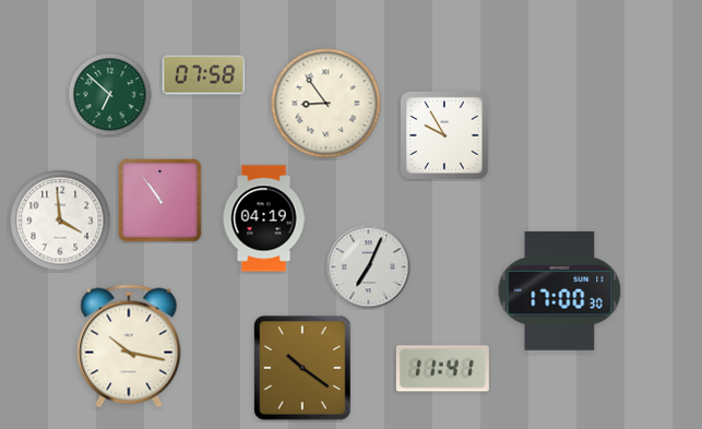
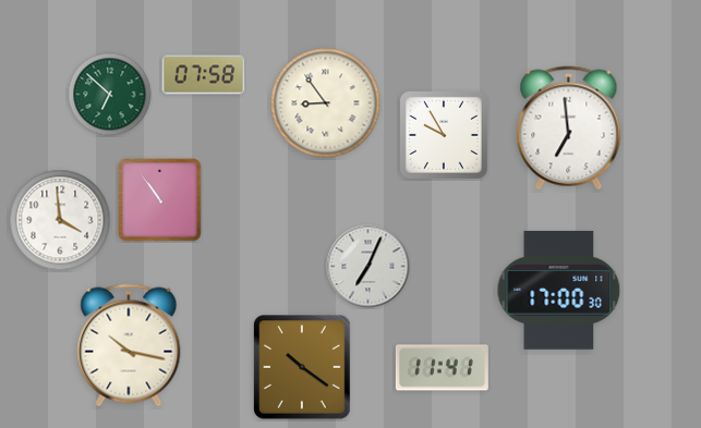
clock at (569, 129): none -> 6:59
clock at (264, 218): 04:19 -> none
